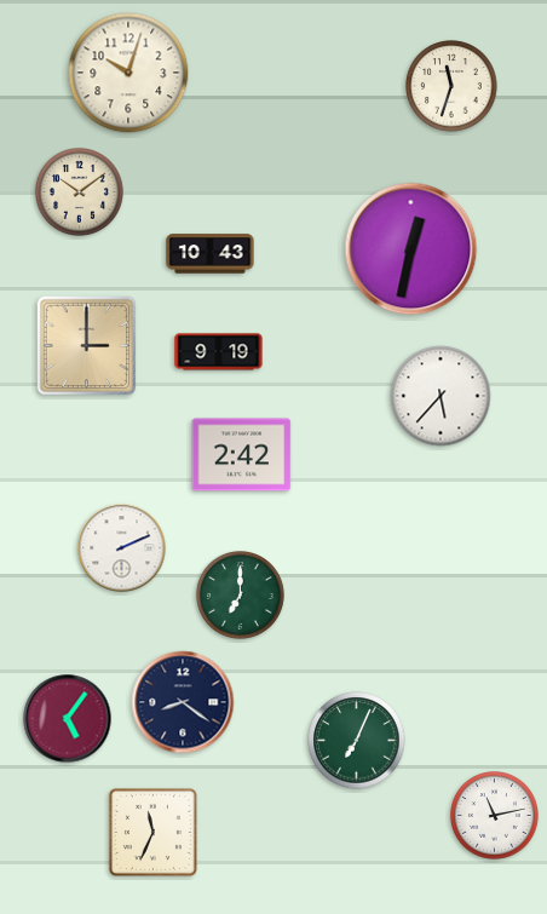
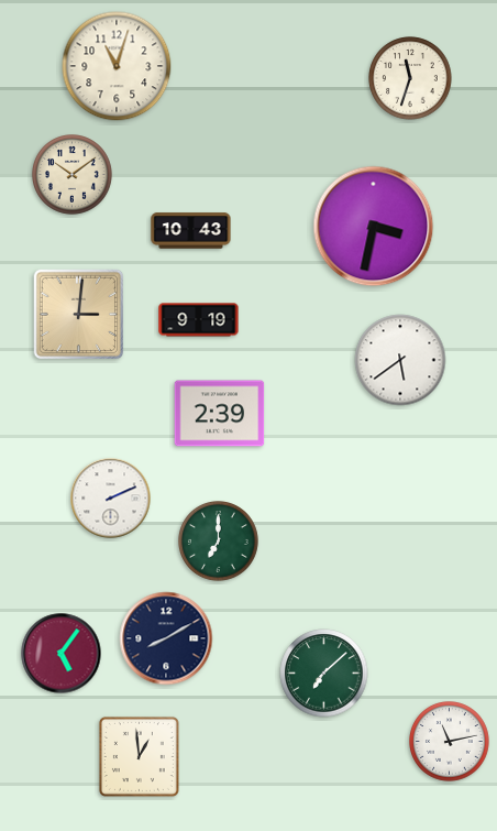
clock at (128, 73): 10:03 -> 11:03
clock at (411, 249): 12:32 -> 3:32
clock at (87, 346): 3:00 -> 3:01
clock at (441, 396): 5:37 -> 5:39
clock at (242, 455): 2:42 -> 2:39
clock at (183, 702): 8:21 -> 8:10
clock at (357, 741): 7:04 -> 7:08
clock at (152, 832): 11:34 -> 12:59
